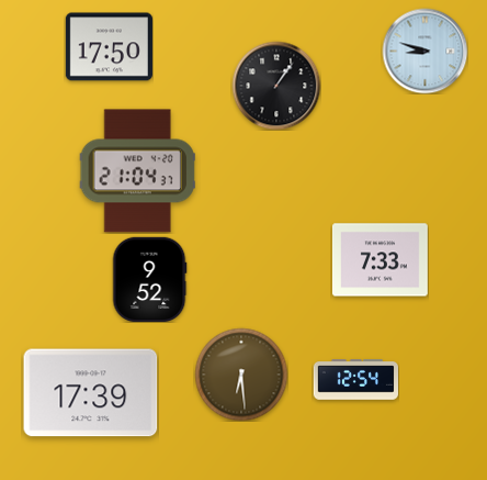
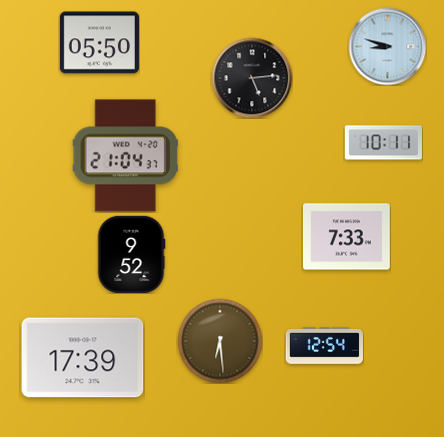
clock at (109, 47): 17:50 -> 05:50
clock at (276, 86): 1:06 -> 5:14
clock at (383, 143): none -> 10:11
clock at (149, 279) position: (149, 279) -> (131, 254)
